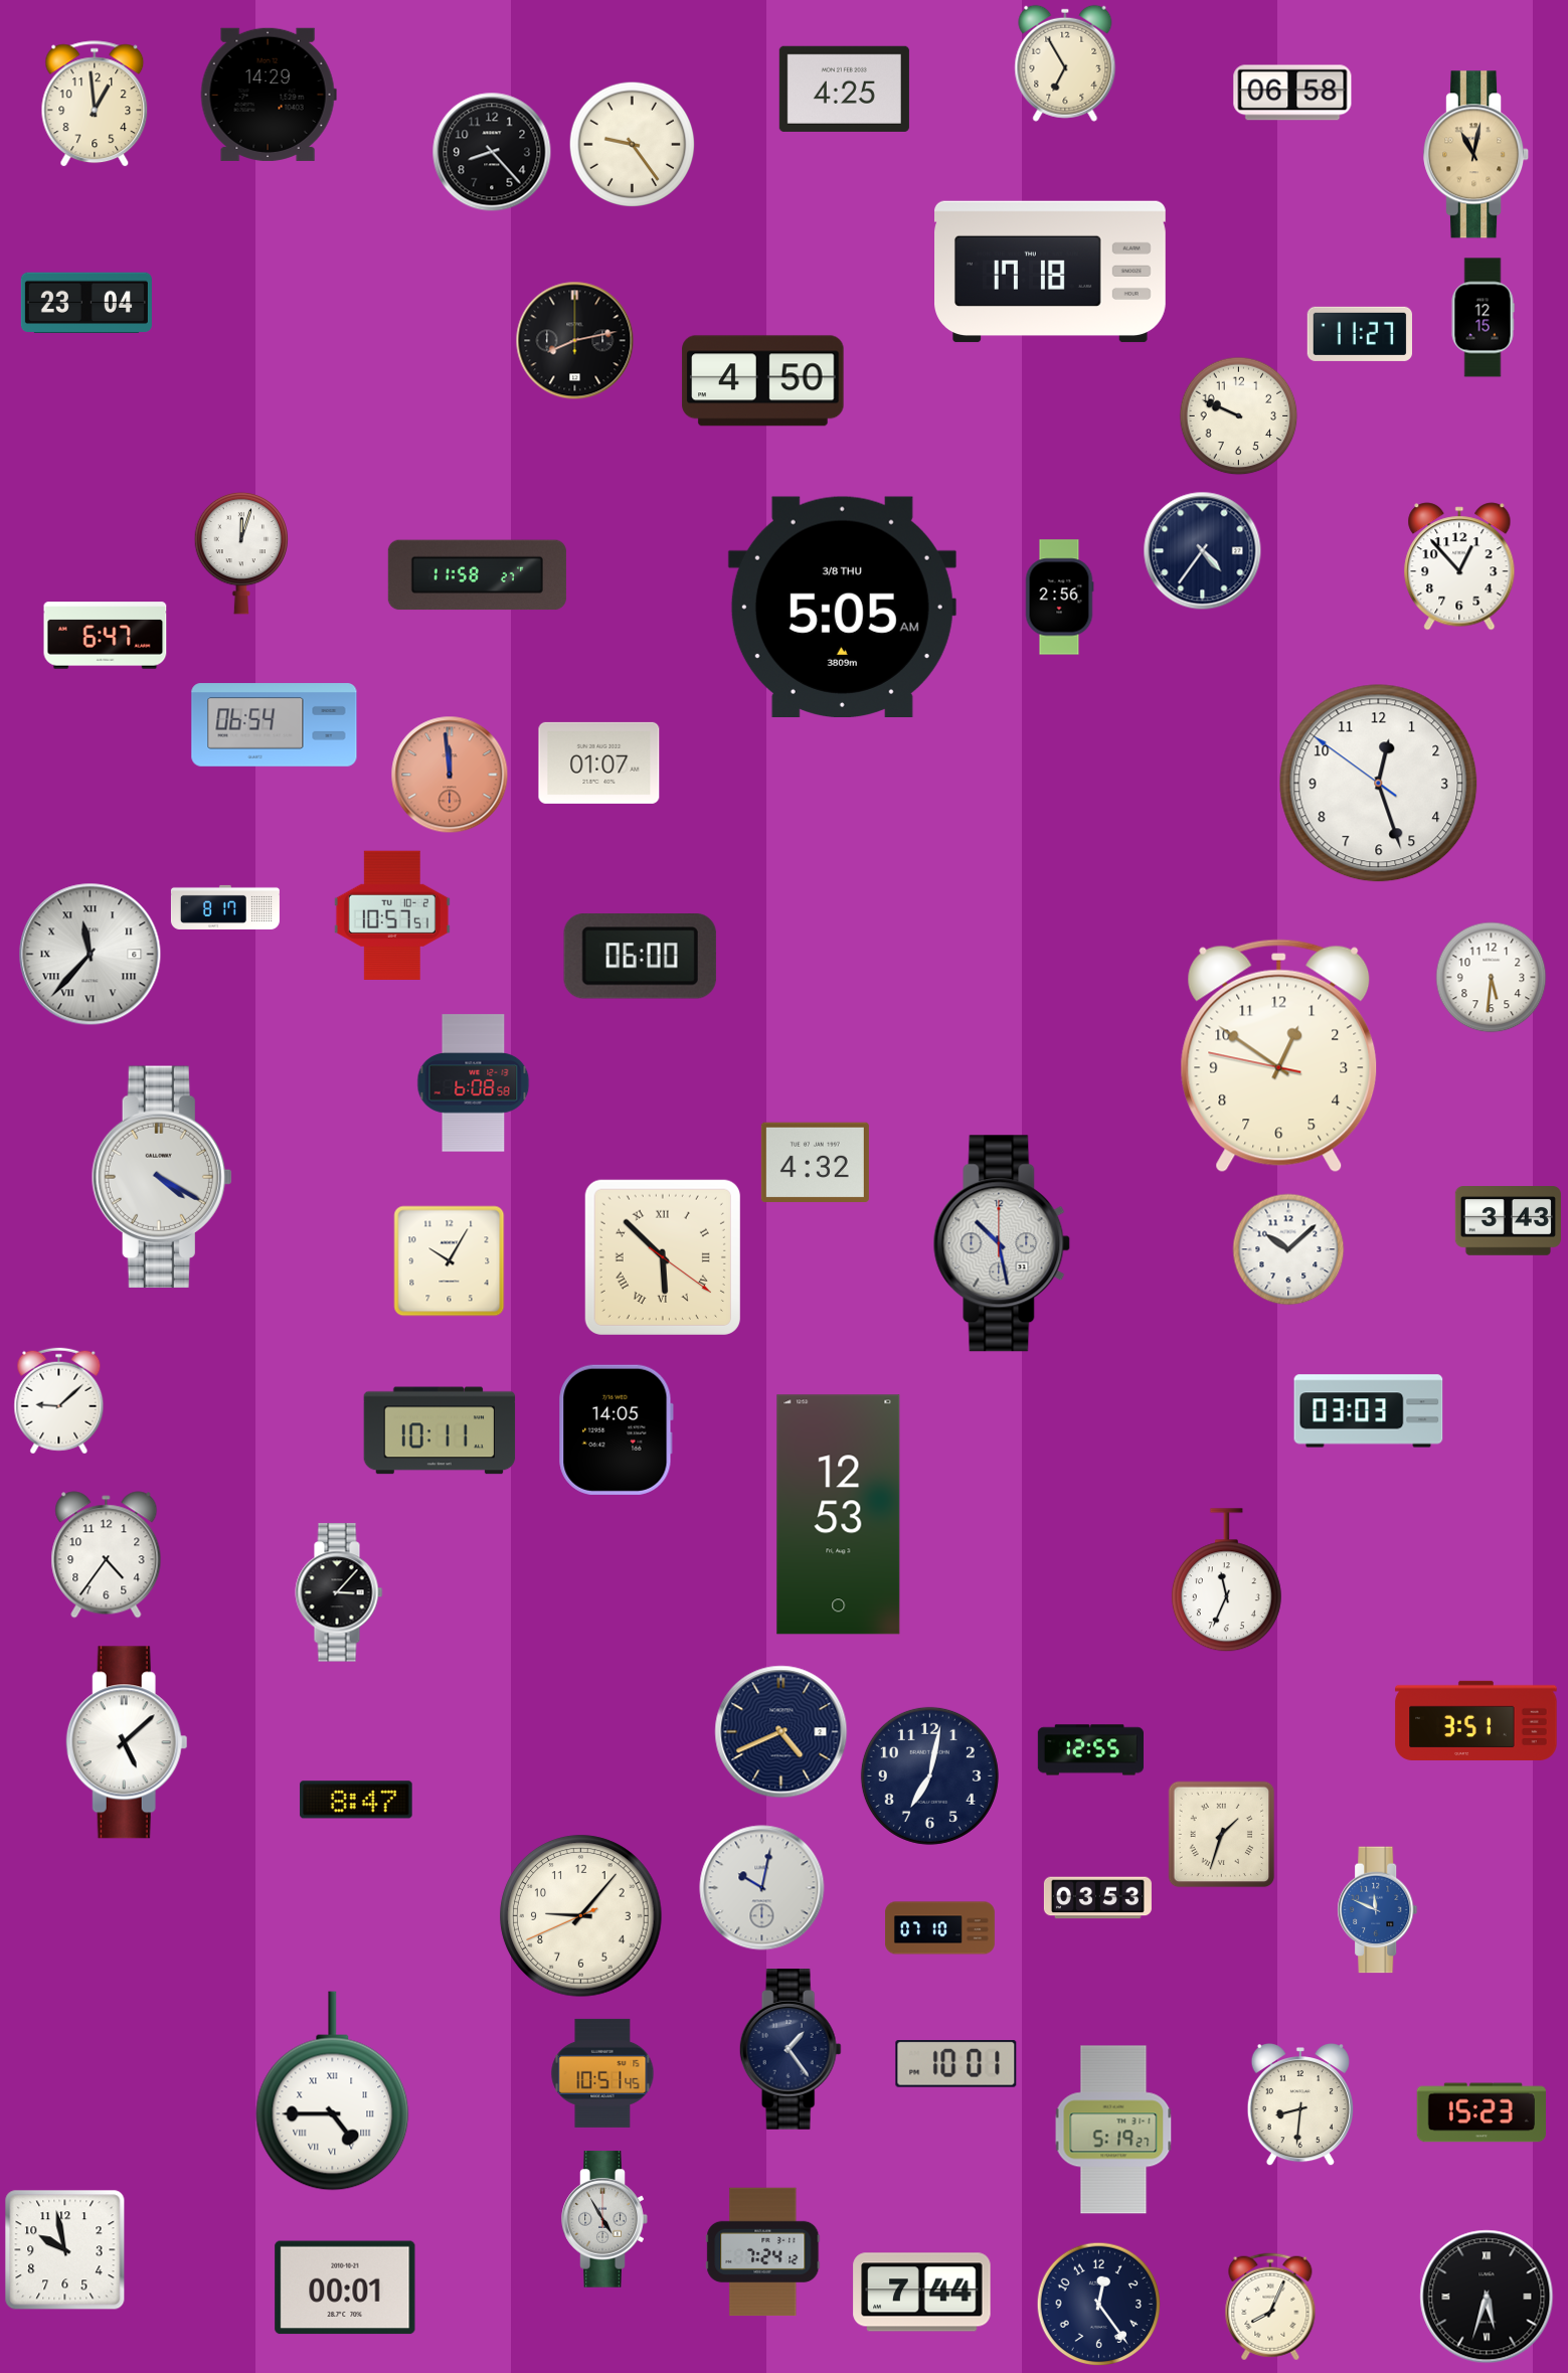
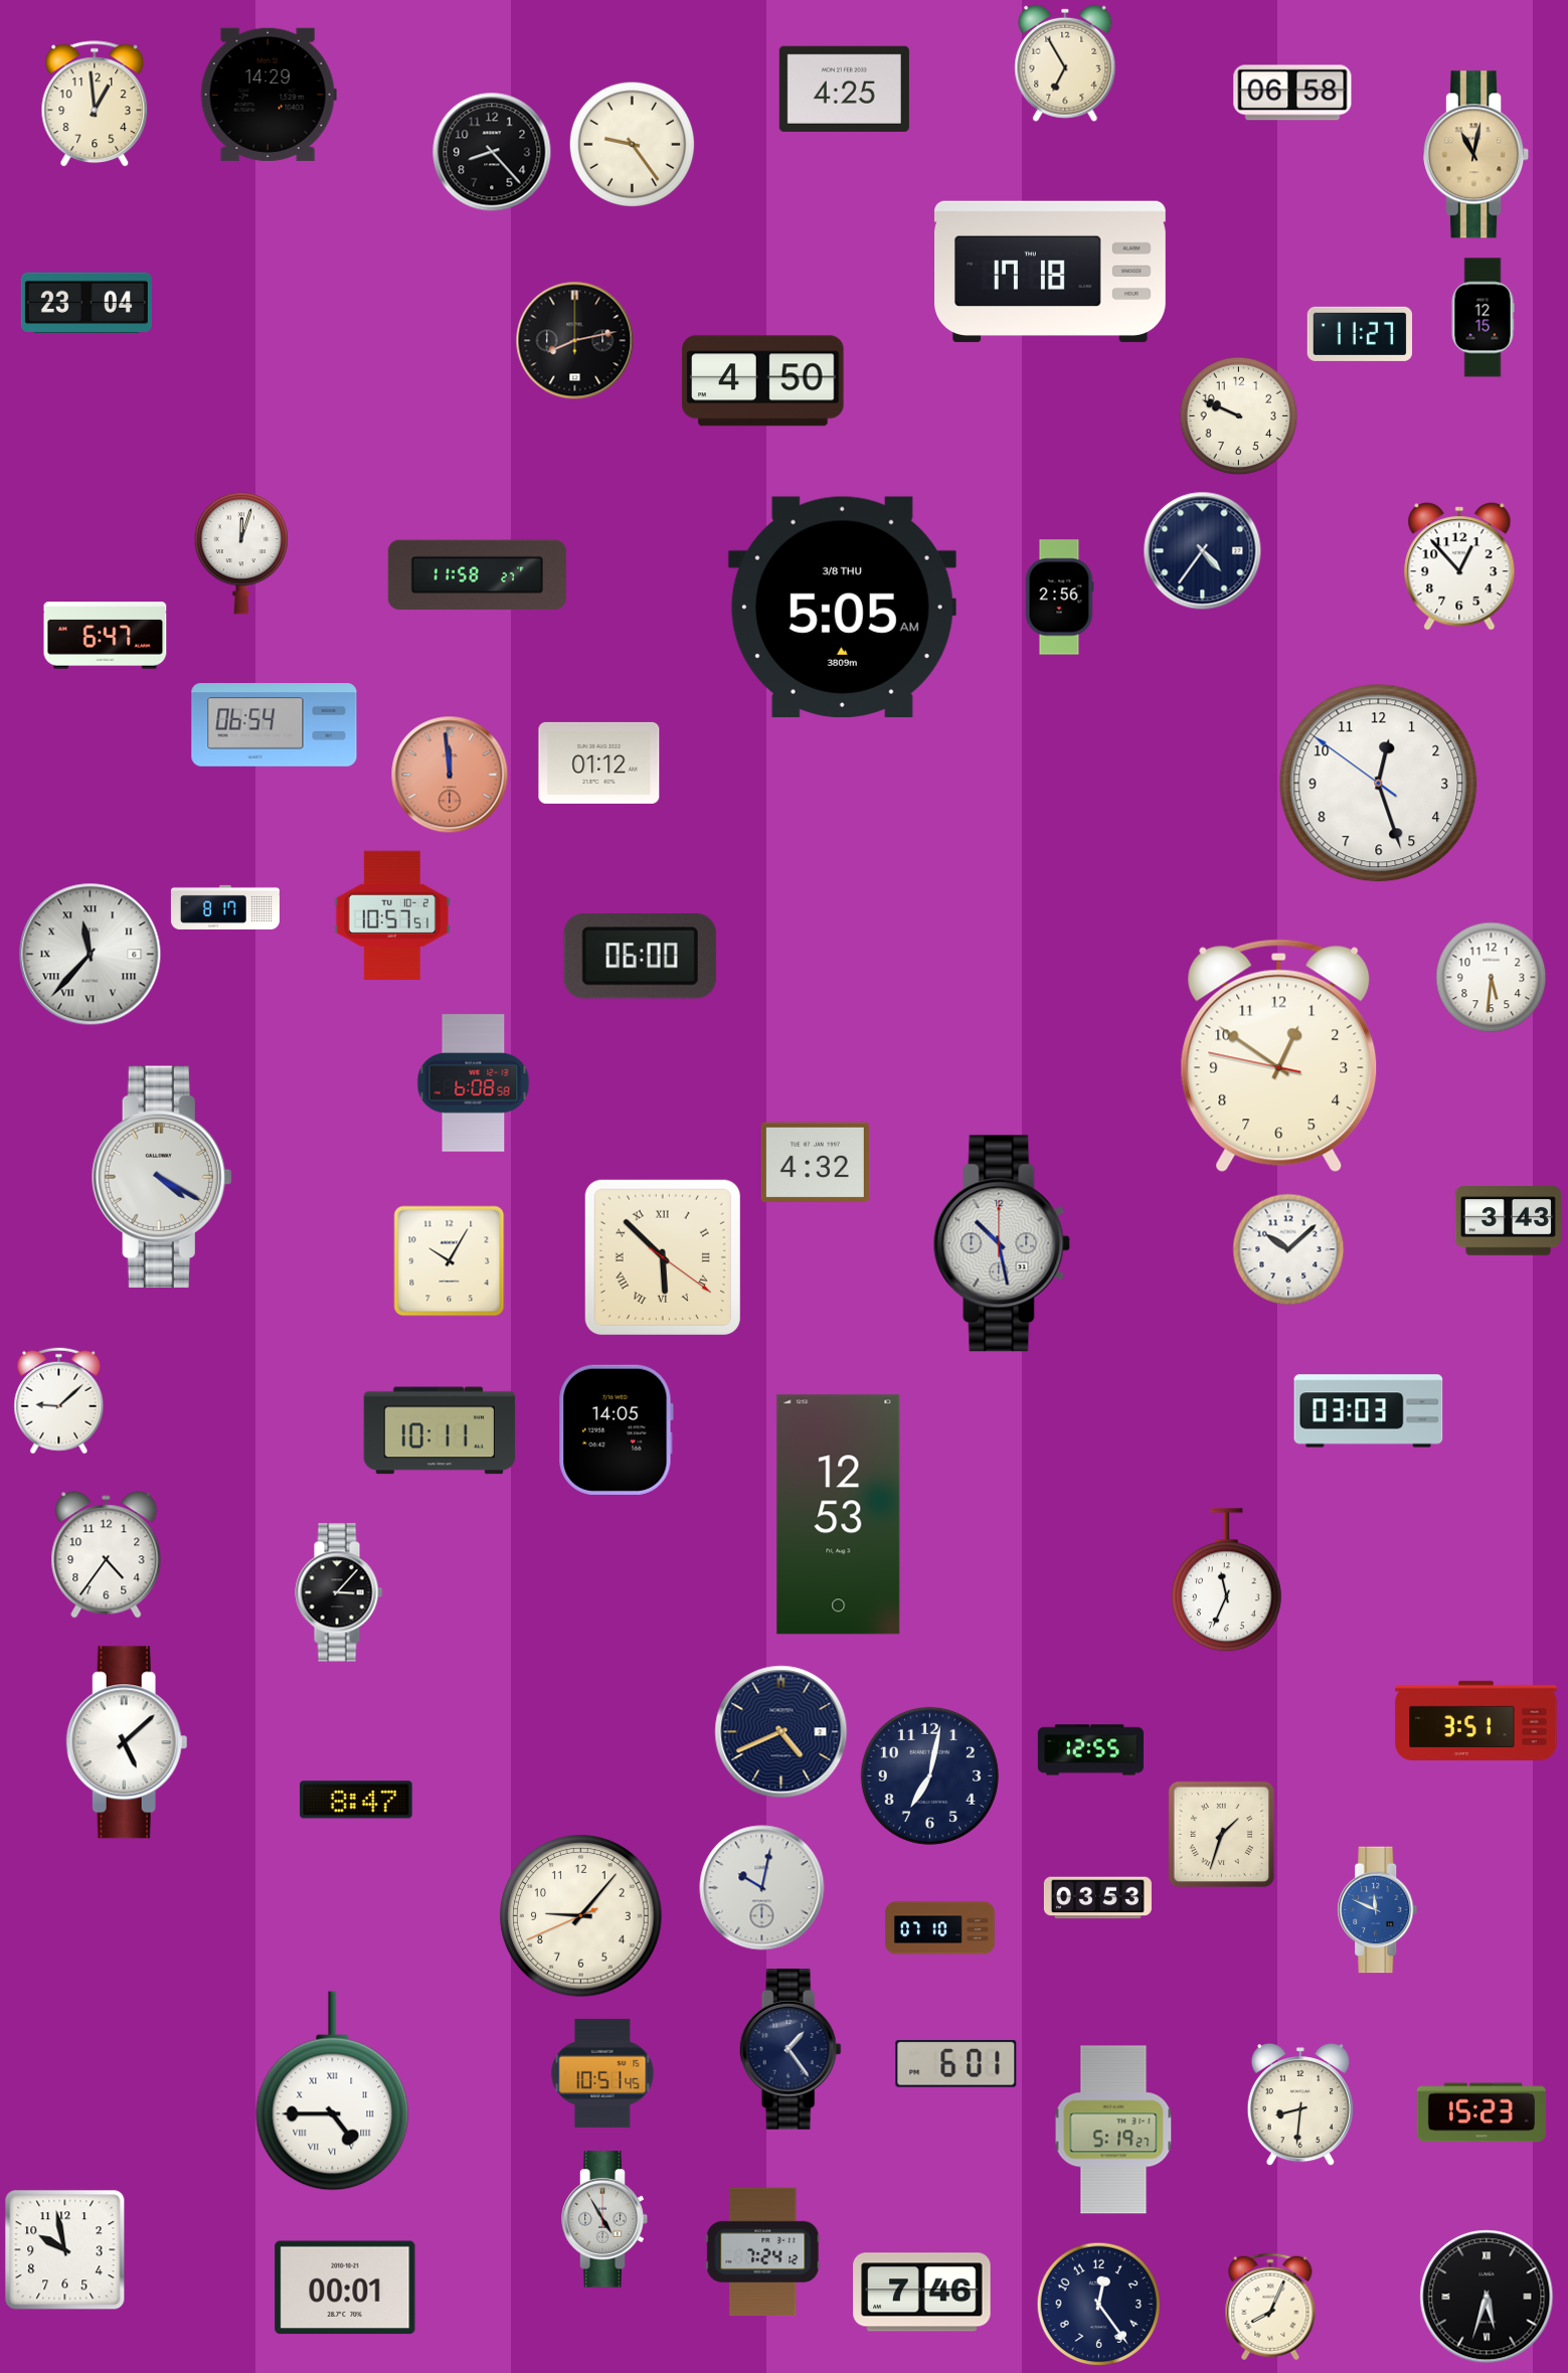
clock at (599, 762): 01:07 -> 01:12
clock at (956, 2064): 10:01 -> 6:01
clock at (922, 2293): 7:44 -> 7:46
